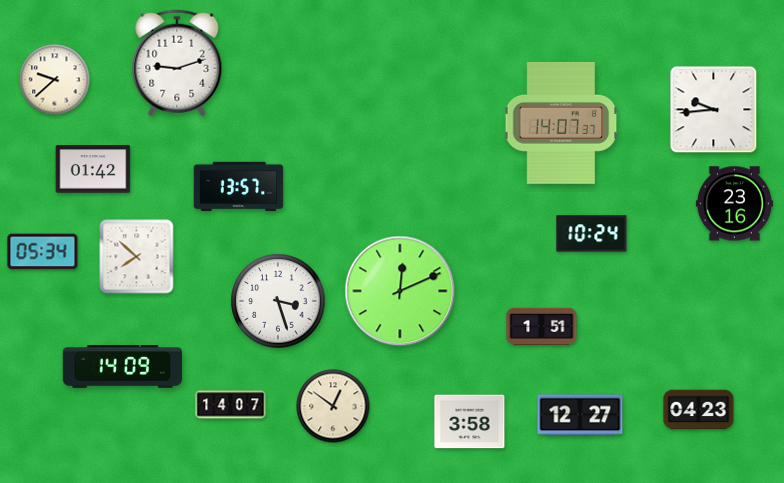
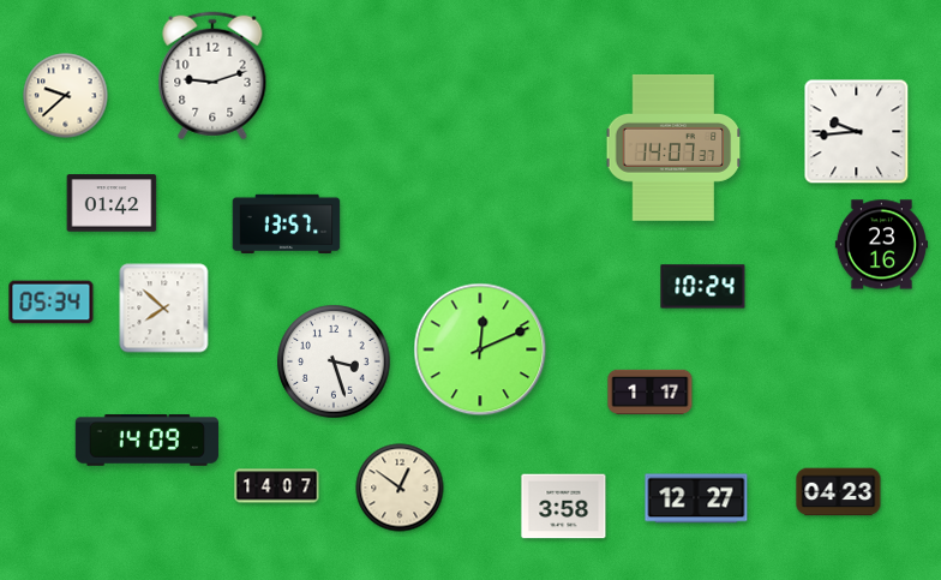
clock at (592, 234) position: (592, 234) -> (703, 287)
clock at (542, 326): 1:51 -> 1:17
